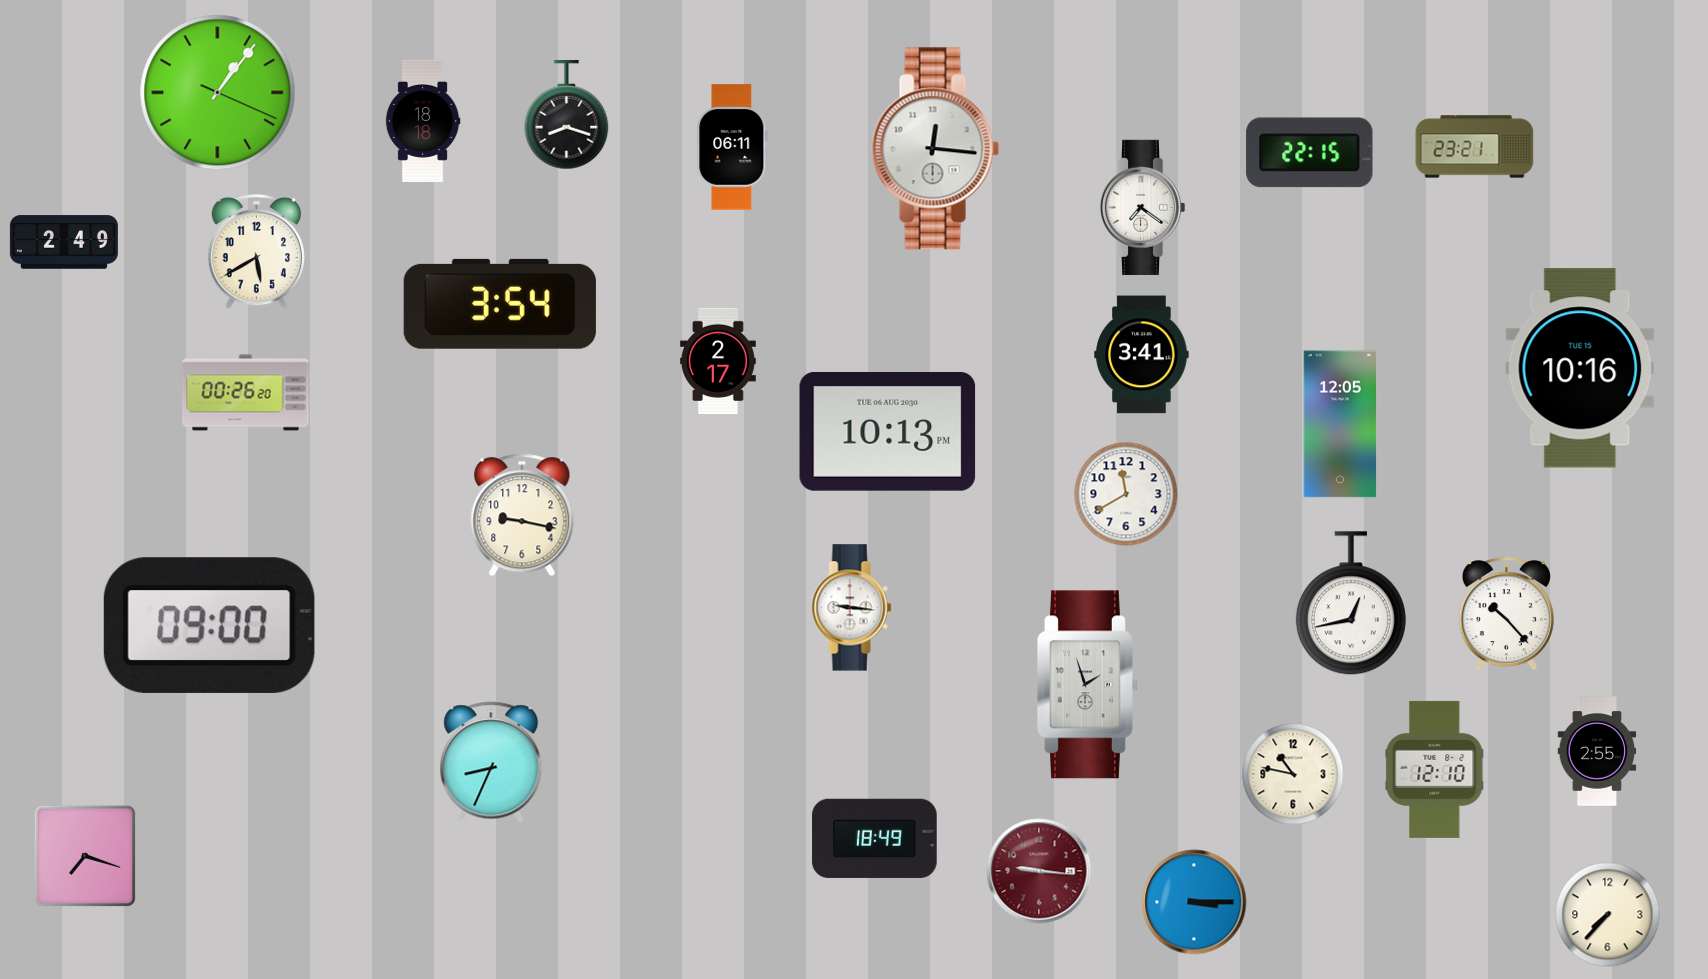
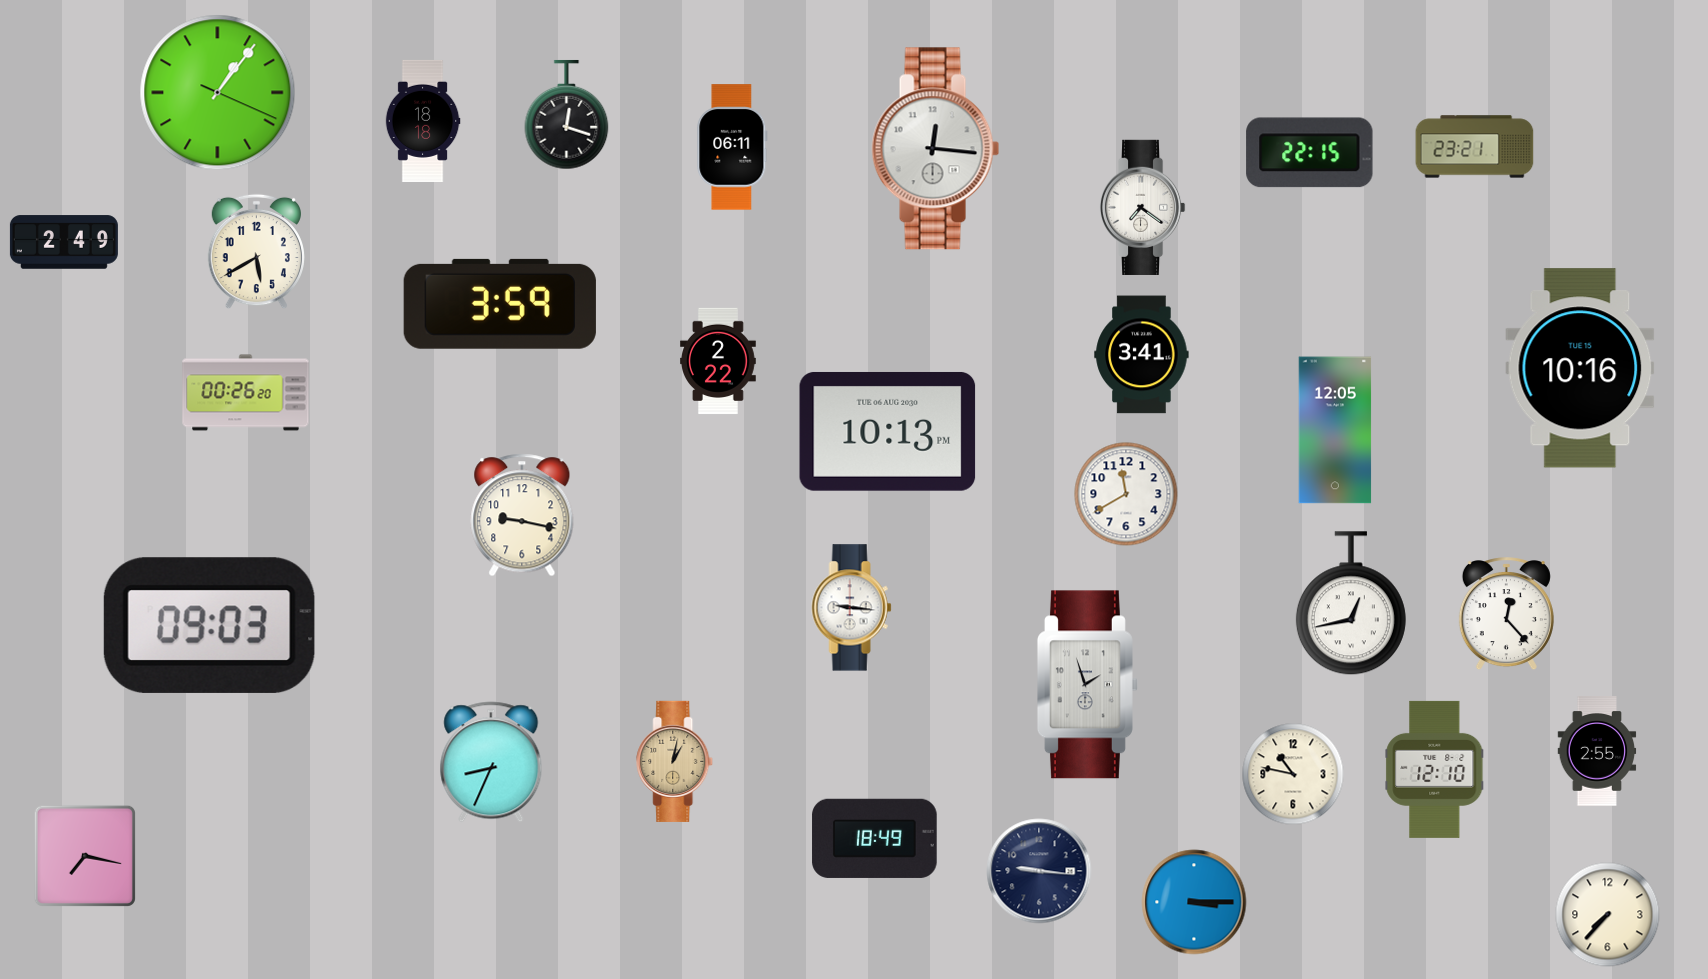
clock at (567, 115): 8:18 -> 12:18
clock at (500, 304): 3:54 -> 3:59
clock at (719, 361): 2:17 -> 2:22
clock at (1340, 424) position: (1340, 424) -> (1335, 430)
clock at (1506, 614): 10:23 -> 12:23
clock at (209, 625): 09:00 -> 09:03
clock at (675, 761): none -> 1:02
clock at (85, 856): 7:18 -> 7:17
clock at (1039, 871) dial: burgundy -> navy
